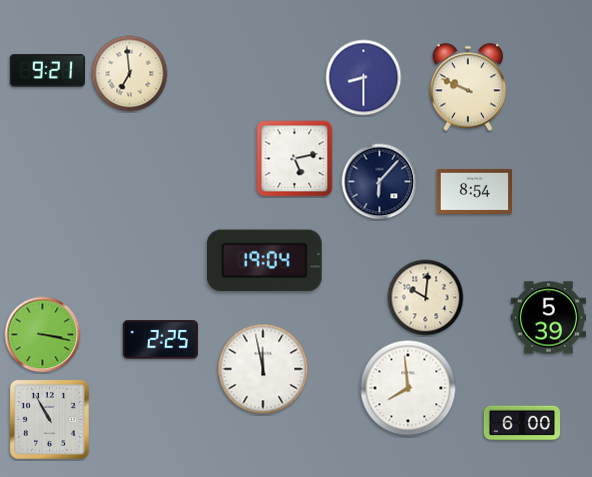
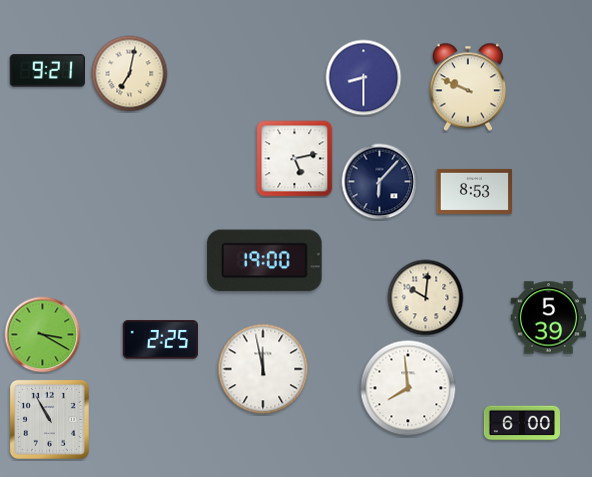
clock at (130, 74): 6:59 -> 7:02
clock at (474, 191): 8:54 -> 8:53
clock at (265, 261): 19:04 -> 19:00
clock at (43, 335): 3:17 -> 3:20
